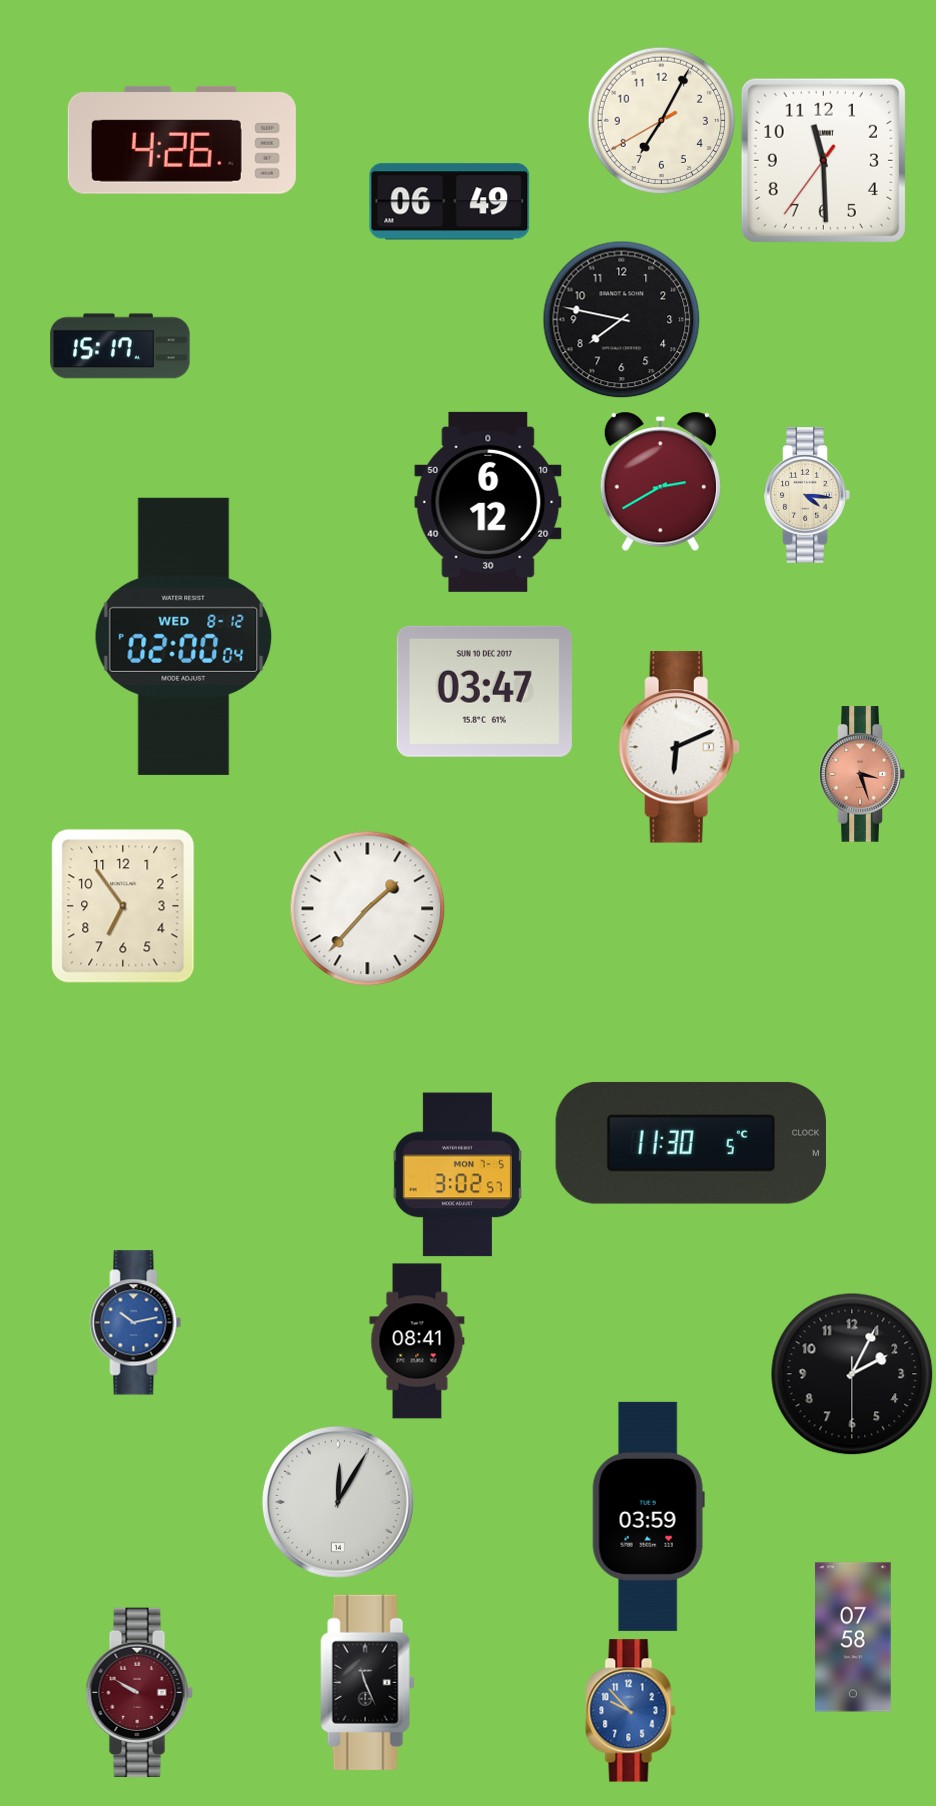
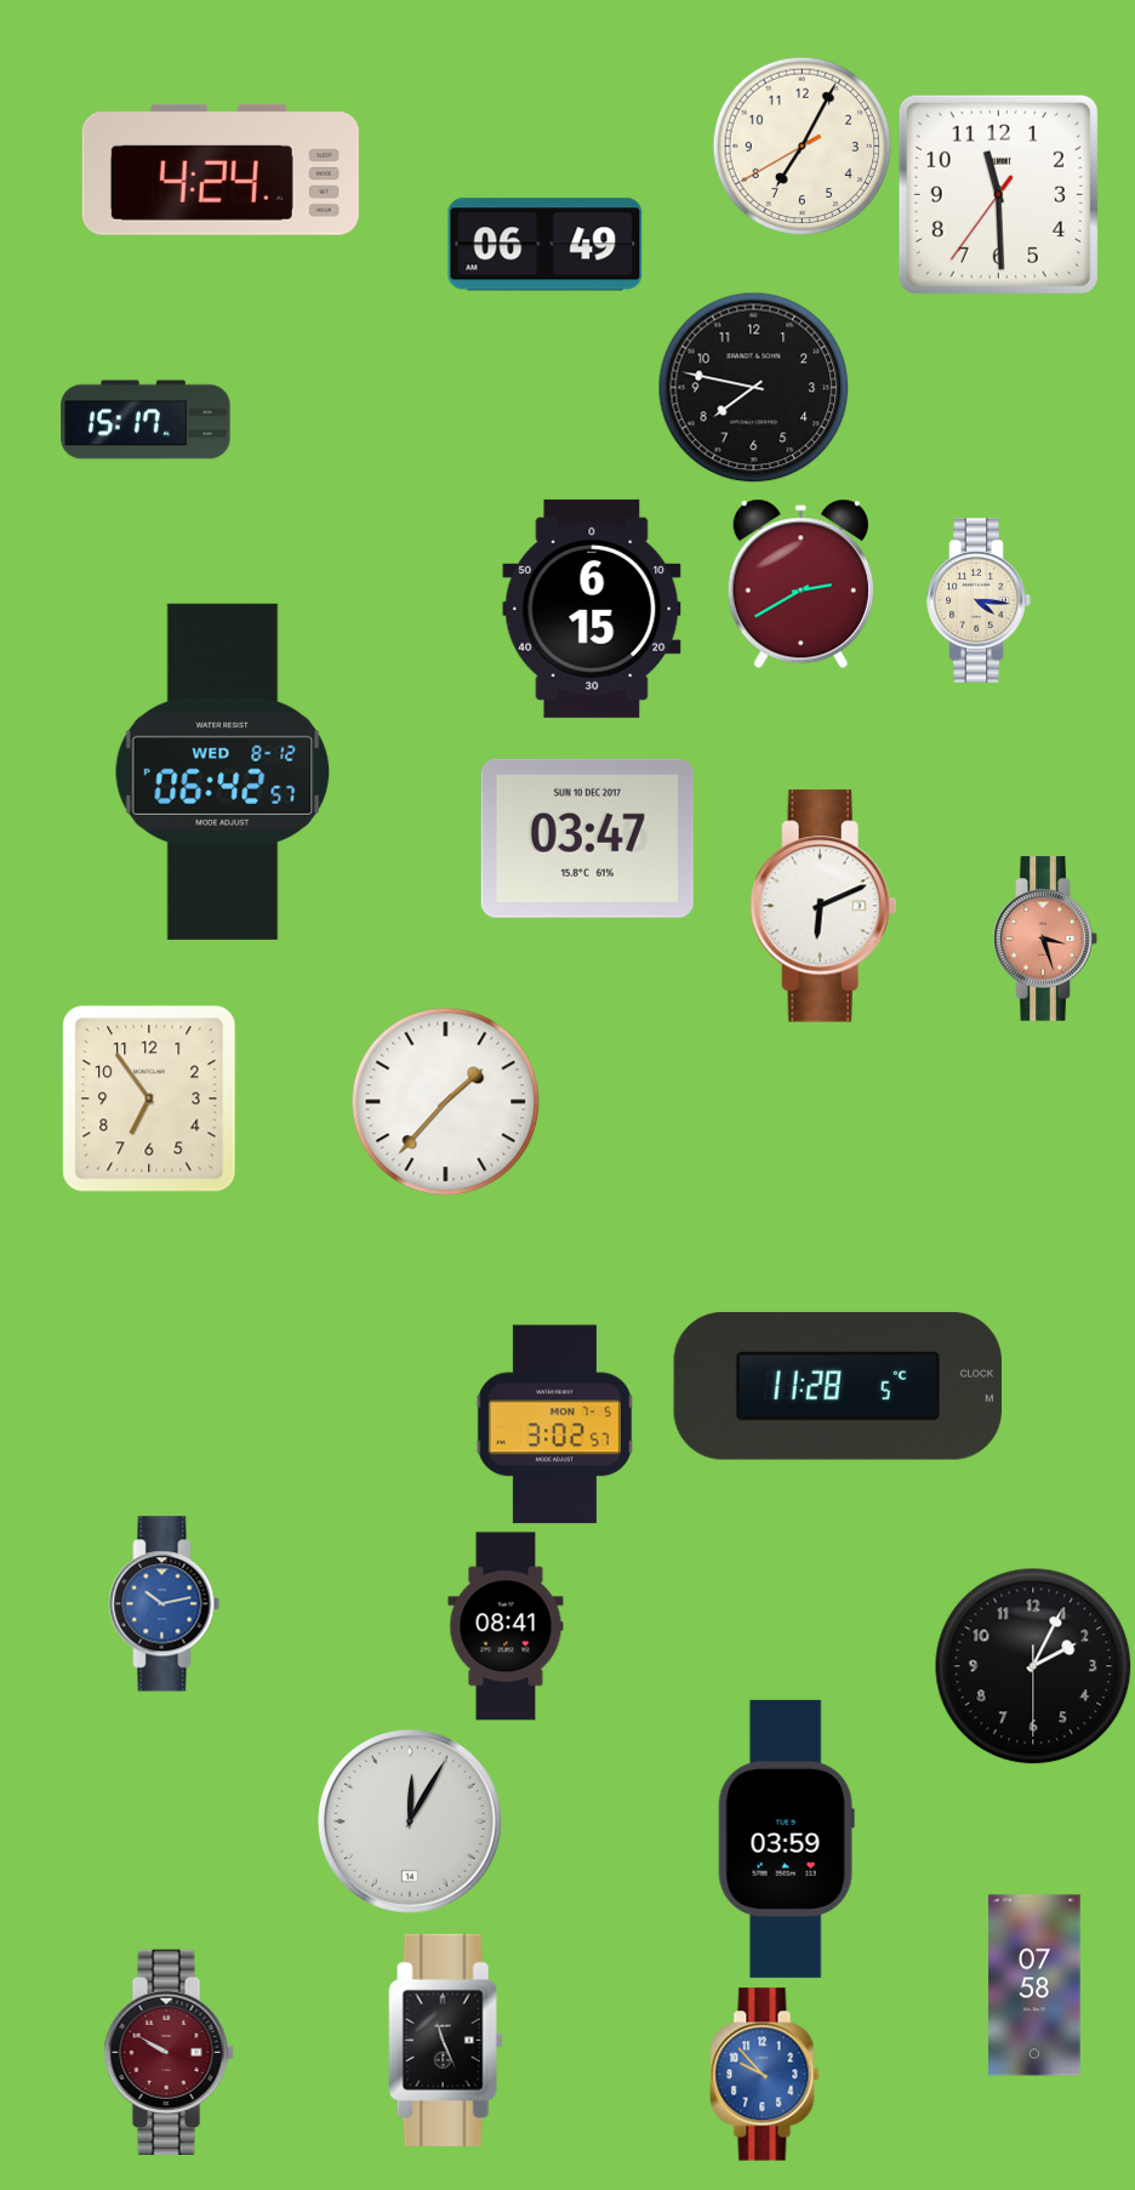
clock at (182, 140): 4:26 -> 4:24
clock at (488, 502): 6:12 -> 6:15
clock at (184, 636): 02:00 -> 06:42
clock at (691, 1143): 11:30 -> 11:28
